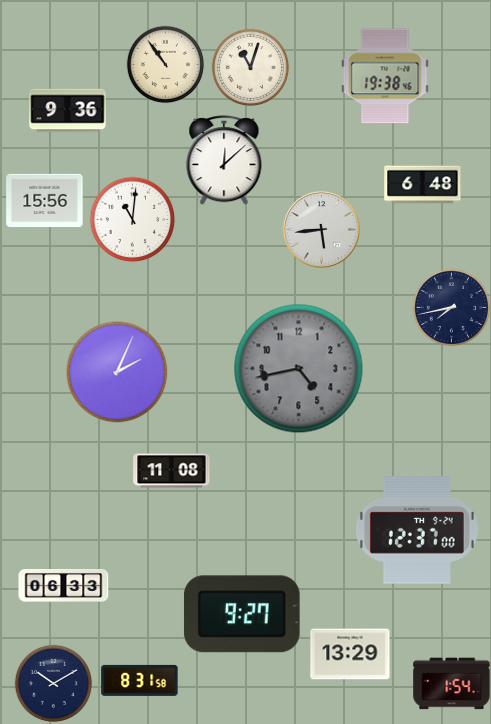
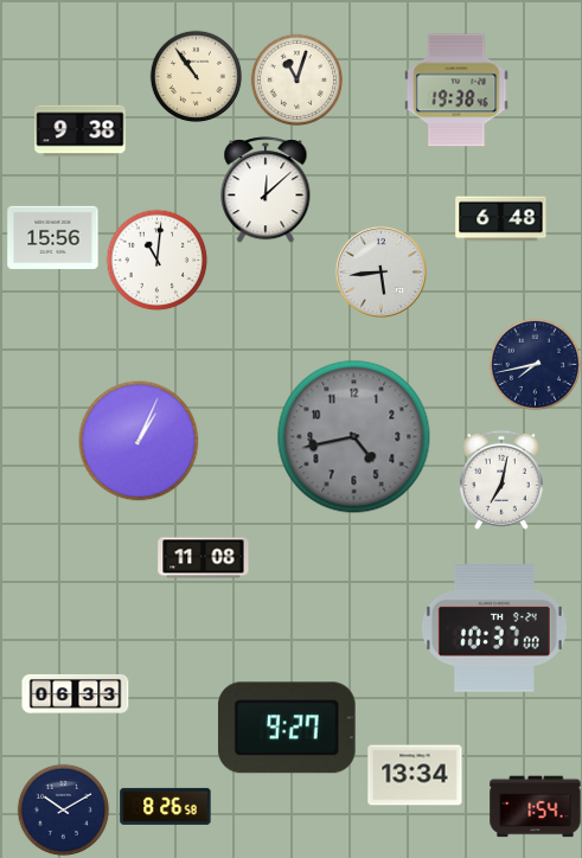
clock at (68, 111): 9:36 -> 9:38
clock at (117, 372): 2:04 -> 1:04
clock at (501, 480): none -> 7:02
clock at (417, 530): 12:37 -> 10:37
clock at (350, 654): 13:29 -> 13:34
clock at (140, 680): 8:31 -> 8:26
clock at (452, 684) position: (452, 684) -> (536, 807)
